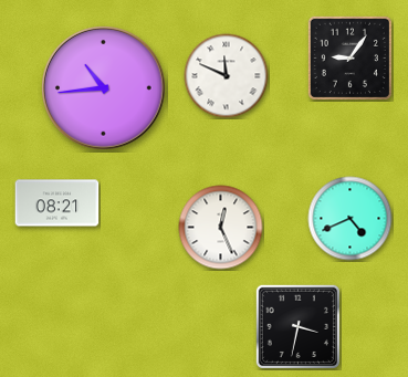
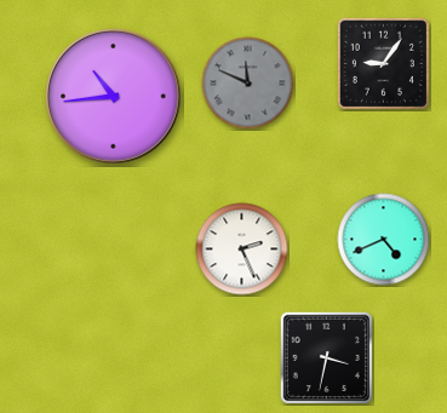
clock at (227, 76) dial: white -> grey
clock at (57, 203): 08:21 -> none
clock at (221, 228): 12:26 -> 2:26
